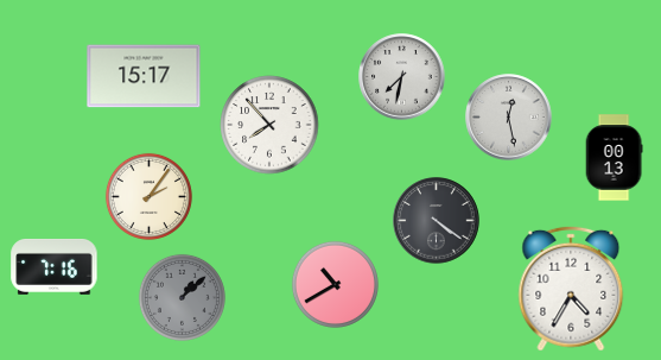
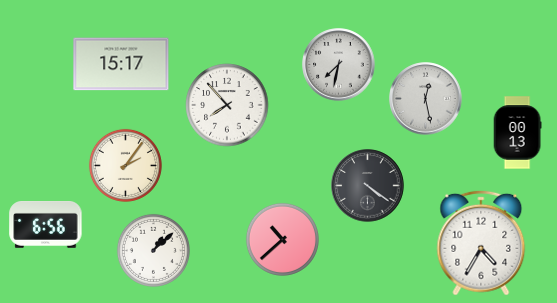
clock at (509, 118) position: (509, 118) -> (426, 99)
clock at (55, 267): 7:16 -> 6:56
clock at (335, 284): 10:40 -> 10:38
clock at (182, 297) dial: grey -> white
